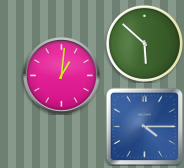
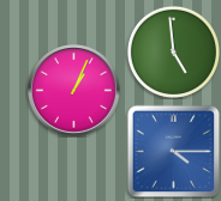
clock at (144, 43): 5:52 -> 4:59
clock at (62, 76): 1:01 -> 1:04
